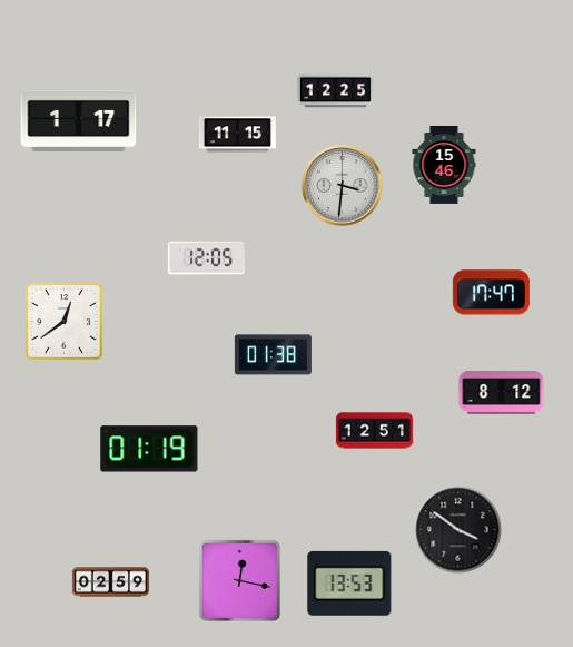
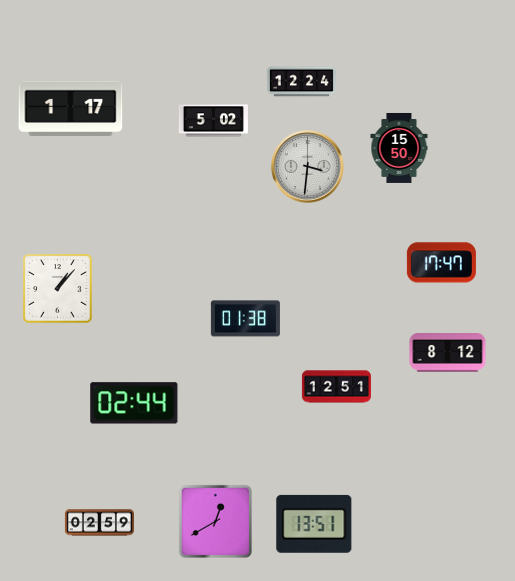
clock at (335, 91): 12:25 -> 12:24
clock at (237, 135): 11:15 -> 5:02
clock at (444, 165): 15:46 -> 15:50
clock at (206, 258): 12:05 -> none
clock at (65, 322): 12:39 -> 1:07
clock at (502, 393) position: (502, 393) -> (448, 353)
clock at (149, 449): 01:19 -> 02:44
clock at (458, 530): 3:51 -> none
clock at (239, 580): 12:17 -> 12:40
clock at (349, 584): 13:53 -> 13:51
